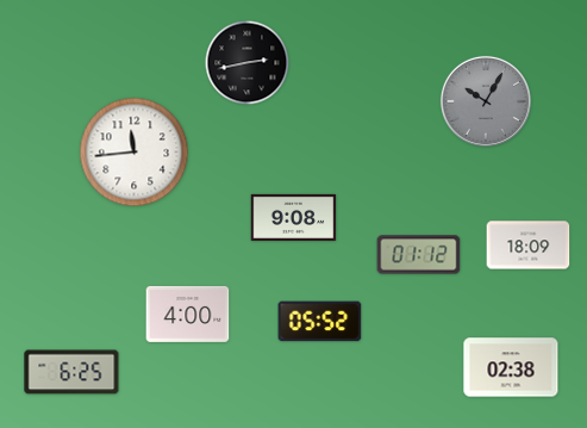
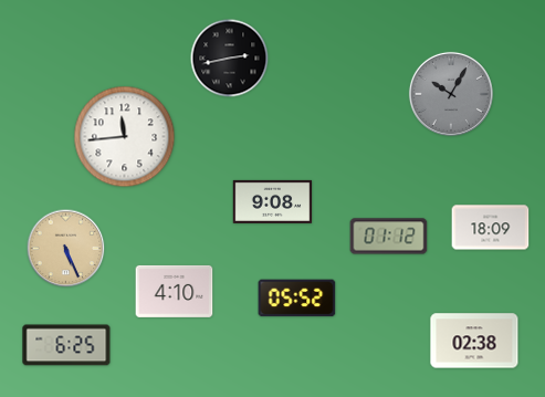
clock at (135, 153) position: (135, 153) -> (125, 137)
clock at (66, 249): none -> 5:26
clock at (188, 314): 4:00 -> 4:10
